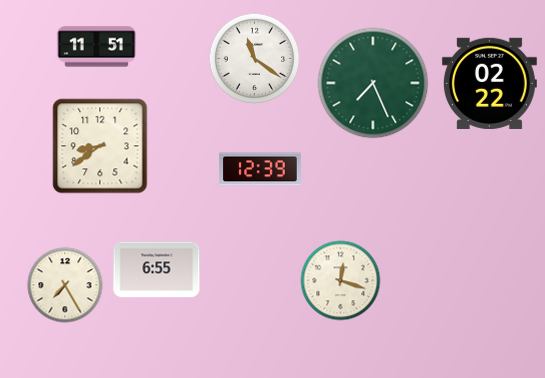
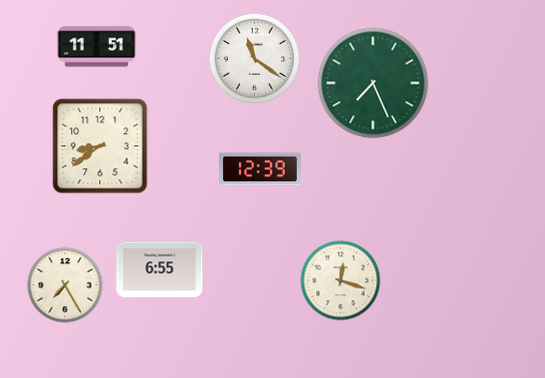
clock at (489, 83): 02:22 -> none
clock at (157, 270) position: (157, 270) -> (160, 270)
